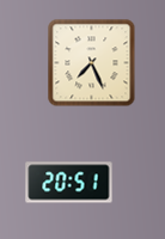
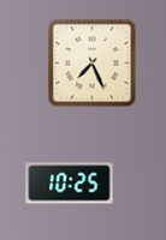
clock at (69, 183): 20:51 -> 10:25
